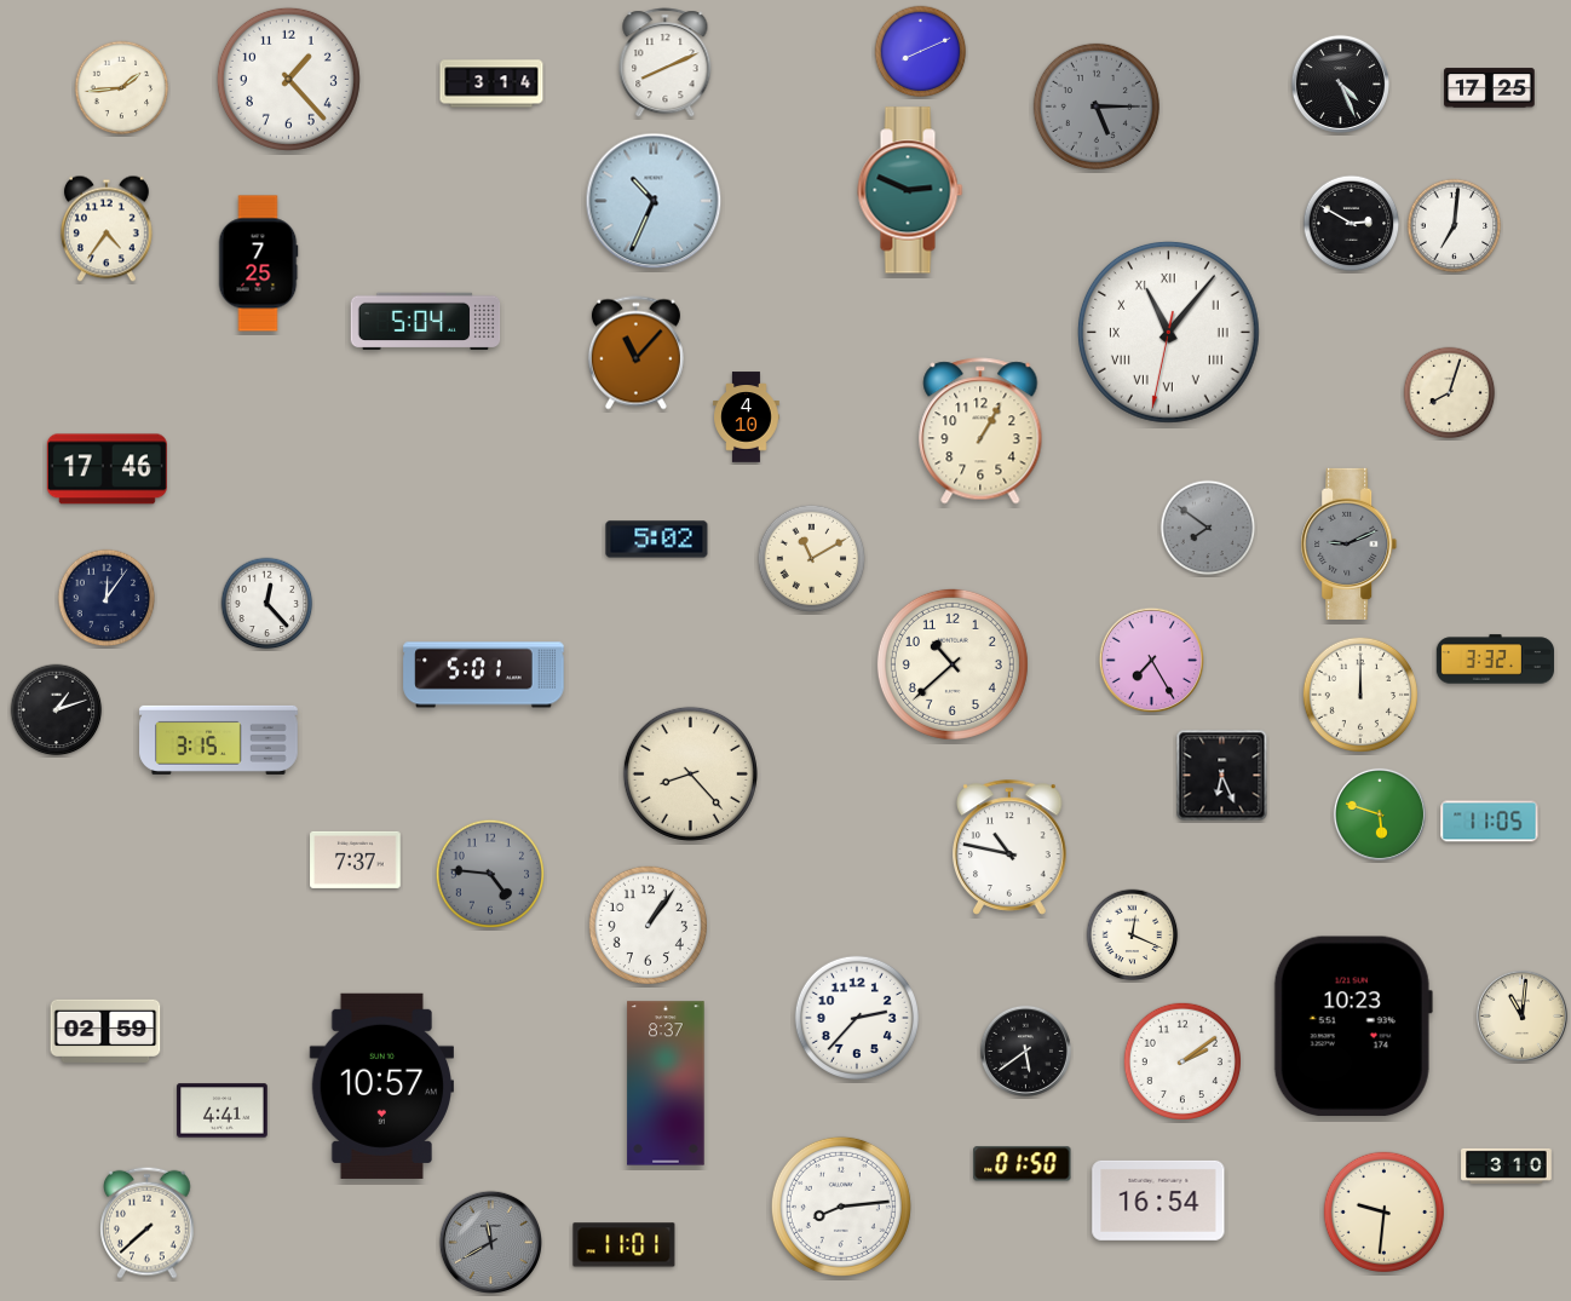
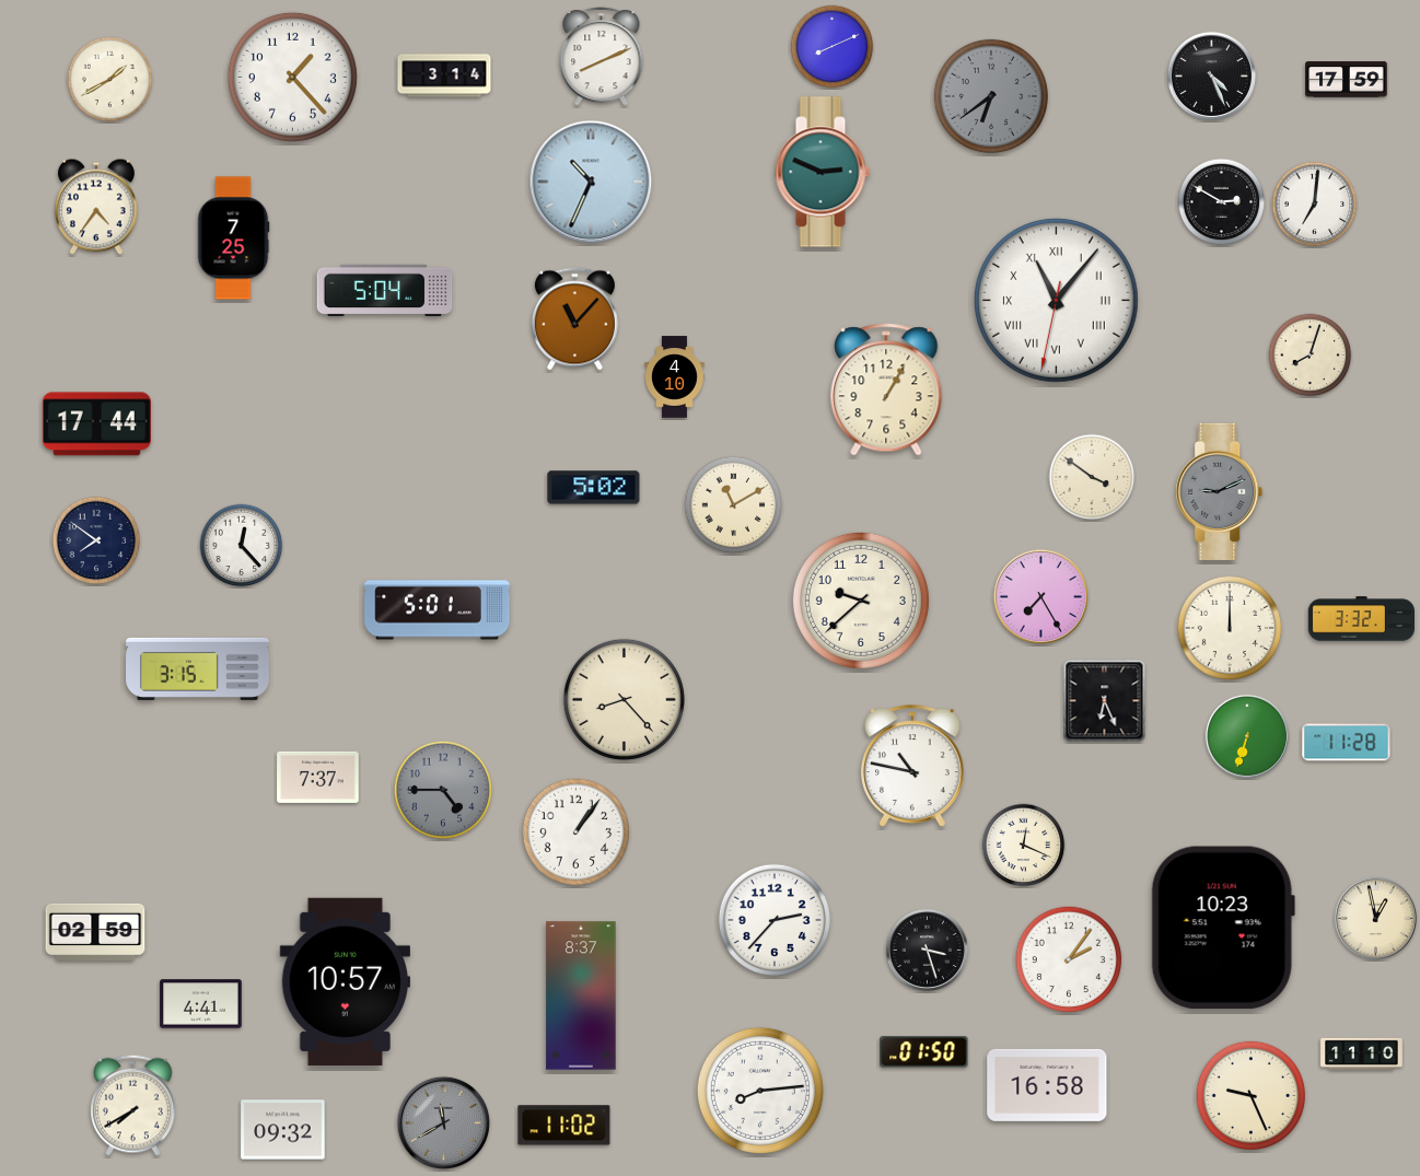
clock at (288, 79) position: (288, 79) -> (292, 77)
clock at (122, 88): 1:44 -> 1:40
clock at (1490, 88): 17:25 -> 17:59
clock at (1097, 107): 5:15 -> 6:39
clock at (107, 470): 17:46 -> 17:44
clock at (1208, 528): 7:51 -> 3:51
clock at (1208, 528) dial: grey -> cream
clock at (107, 598): 12:06 -> 7:51
clock at (1495, 660) position: (1495, 660) -> (1361, 619)
clock at (953, 664): 10:38 -> 9:38
clock at (57, 710): 1:12 -> none
clock at (1380, 814): 5:48 -> 6:33
clock at (1490, 822): 11:05 -> 11:28
clock at (356, 859) position: (356, 859) -> (318, 777)
clock at (490, 874): 4:46 -> 4:45
clock at (648, 925) position: (648, 925) -> (575, 831)
clock at (1521, 1015): 11:01 -> 12:58
clock at (1025, 1050): 5:39 -> 3:27
clock at (1181, 1060): 2:09 -> 2:06
clock at (666, 1083) position: (666, 1083) -> (581, 995)
clock at (1507, 1165): 3:10 -> 11:10
clock at (1158, 1201): 16:54 -> 16:58
clock at (1383, 1211): 9:31 -> 9:26
clock at (148, 1222): 7:38 -> 7:40
clock at (625, 1245): 11:01 -> 11:02
clock at (283, 1130): none -> 09:32
